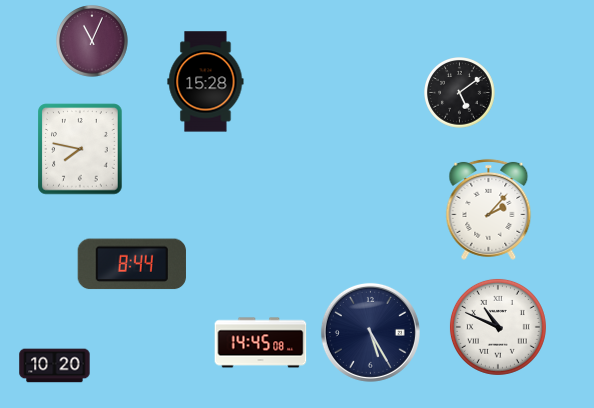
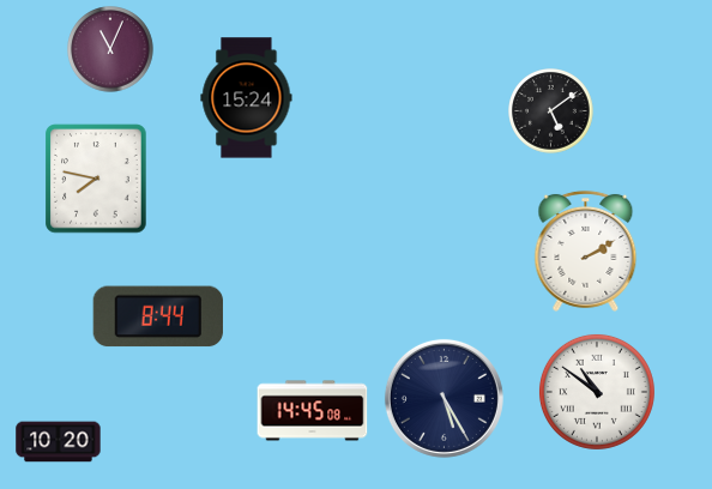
clock at (206, 82): 15:28 -> 15:24
clock at (489, 209): 2:07 -> 2:10
clock at (498, 327): 10:49 -> 10:51
clock at (55, 366) position: (55, 366) -> (59, 442)
